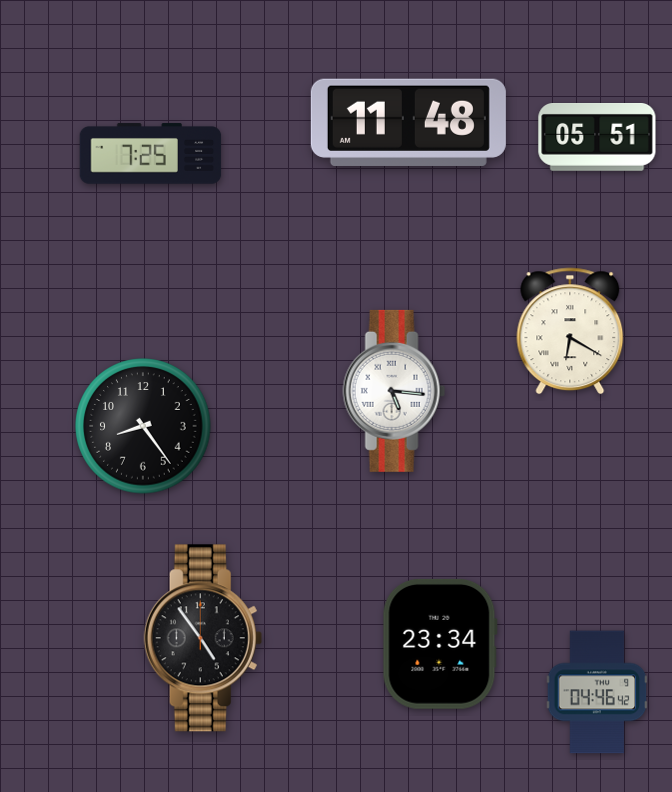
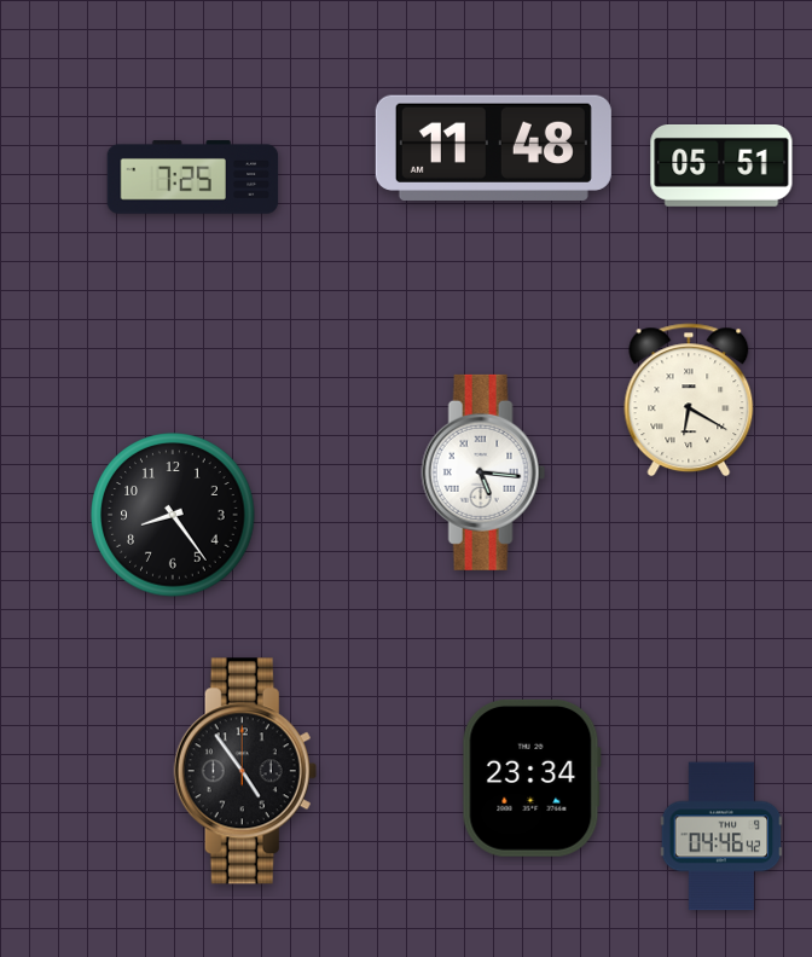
clock at (151, 154) position: (151, 154) -> (193, 178)
clock at (394, 391) position: (394, 391) -> (483, 472)
